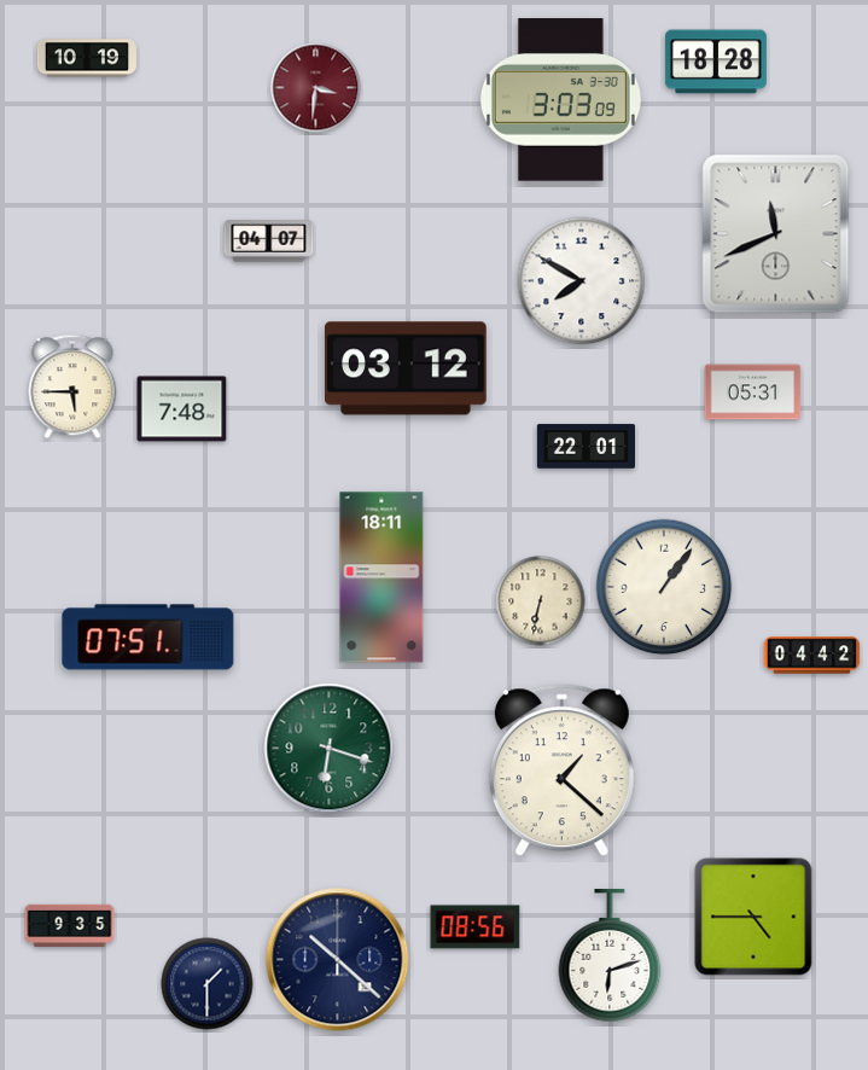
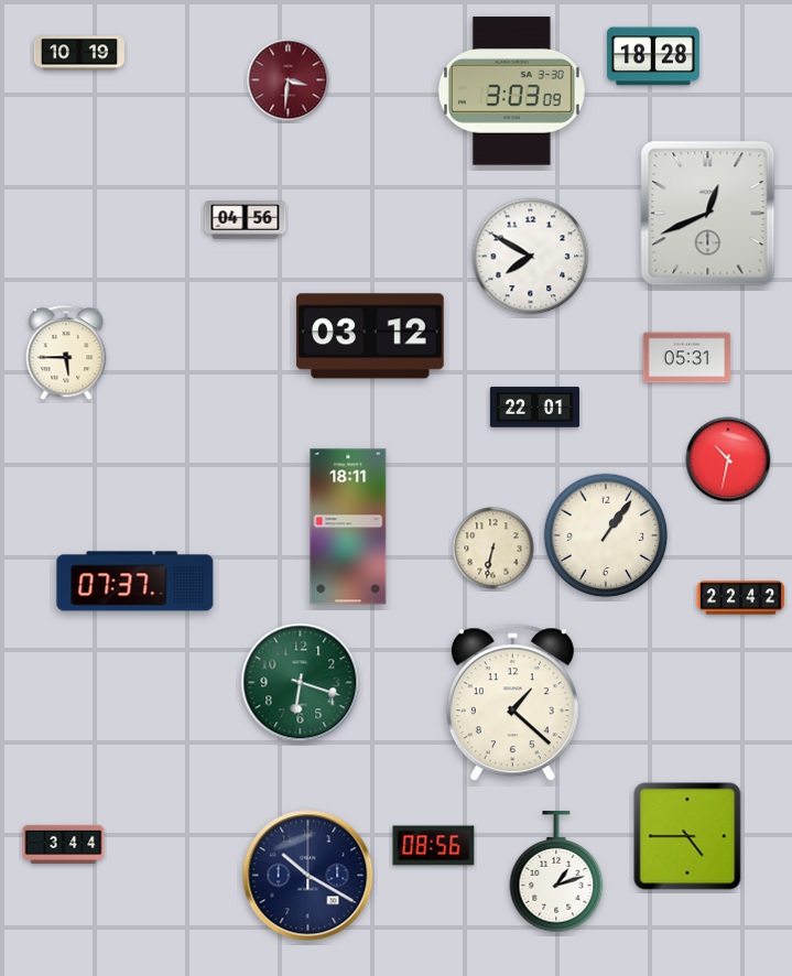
clock at (776, 234): 11:41 -> 12:41
clock at (269, 242): 04:07 -> 04:56
clock at (182, 409): 7:48 -> none
clock at (728, 459): none -> 10:32
clock at (148, 638): 07:51 -> 07:37
clock at (812, 656): 04:42 -> 22:42
clock at (70, 925): 9:35 -> 3:44
clock at (610, 956): 6:12 -> 1:12
clock at (338, 960): 10:22 -> 10:20
clock at (208, 984): 1:30 -> none
